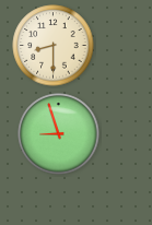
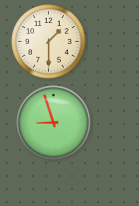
clock at (54, 46): 8:30 -> 1:30
